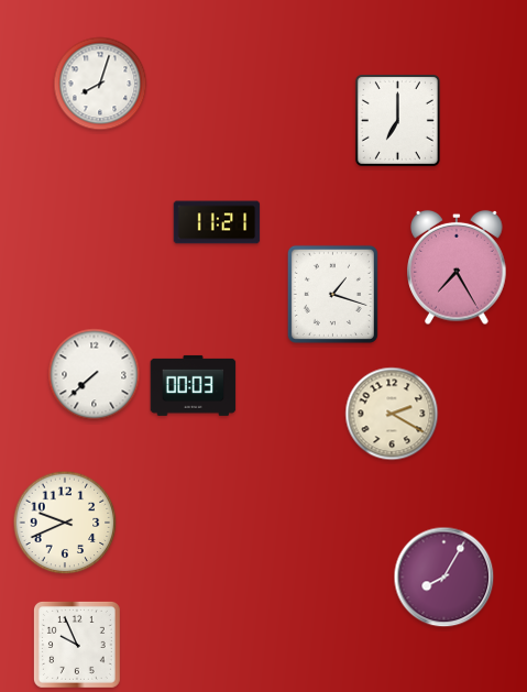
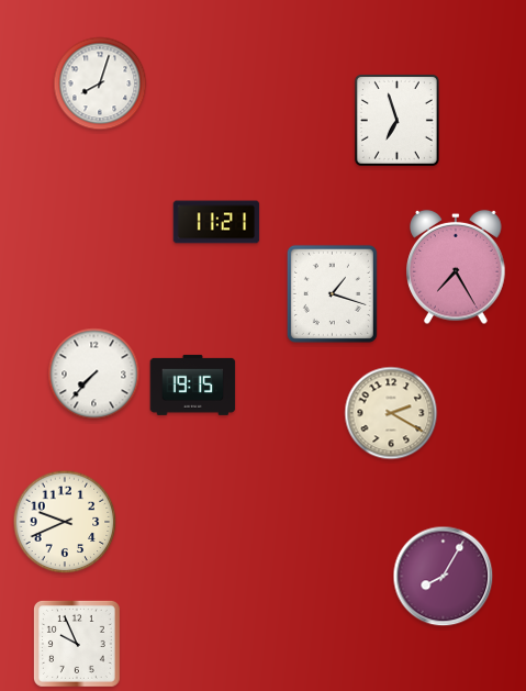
clock at (397, 120): 7:00 -> 6:57
clock at (95, 375): 7:38 -> 7:37
clock at (194, 385): 00:03 -> 19:15
